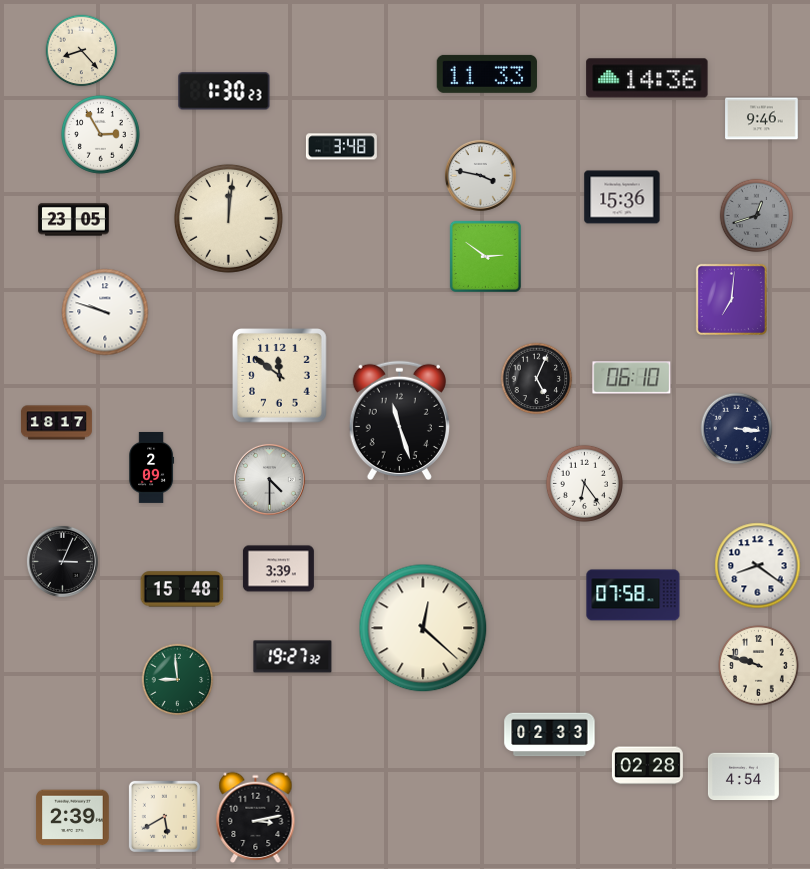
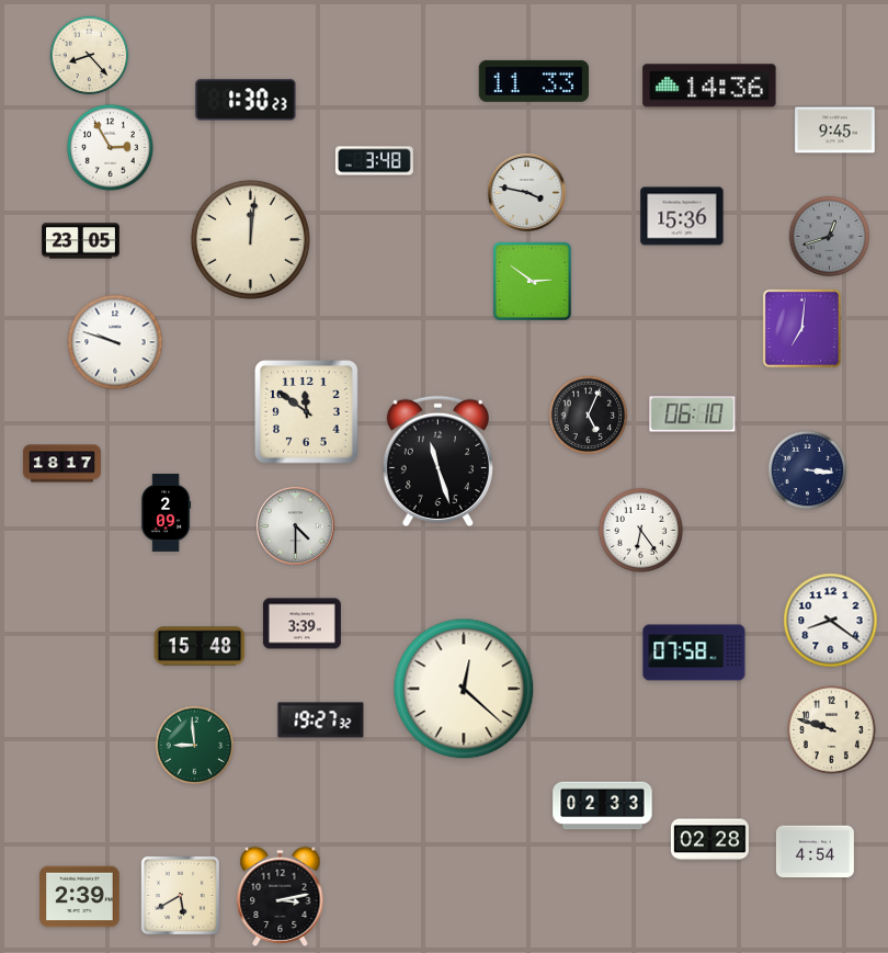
clock at (762, 119): 9:46 -> 9:45
clock at (62, 561): 3:04 -> none
clock at (278, 569) position: (278, 569) -> (301, 624)
